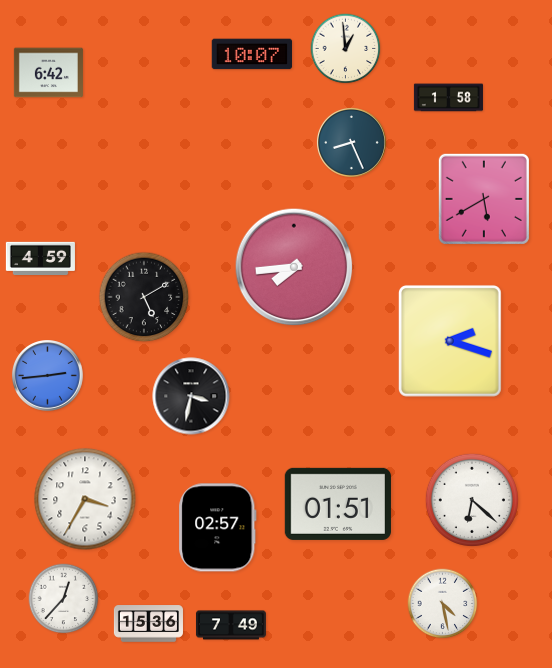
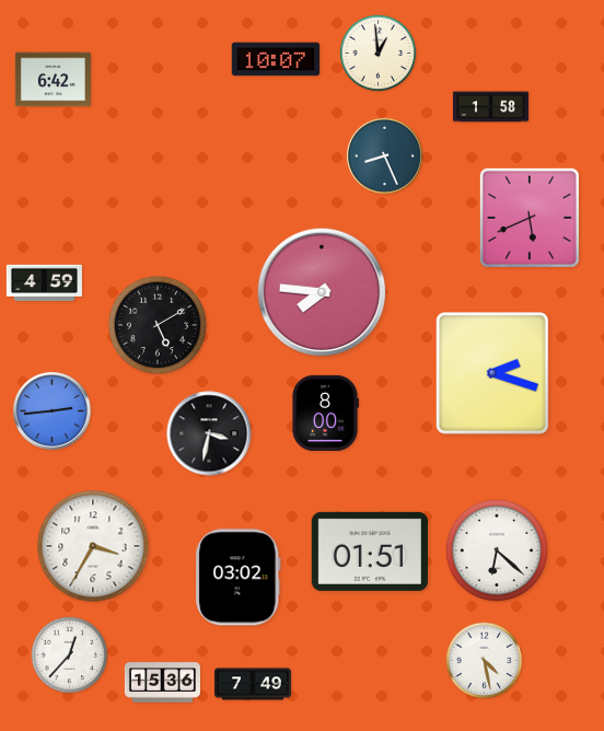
clock at (484, 199): 5:40 -> 5:41
clock at (294, 267): 7:44 -> 7:46
clock at (325, 413): none -> 8:00
clock at (472, 500) position: (472, 500) -> (497, 550)
clock at (218, 528): 02:57 -> 03:02
